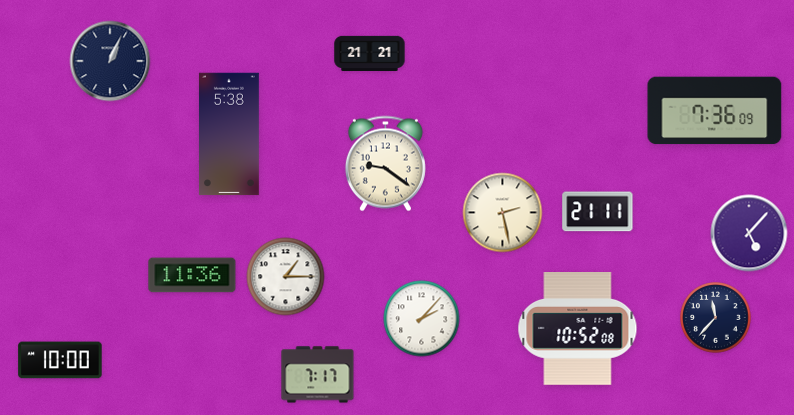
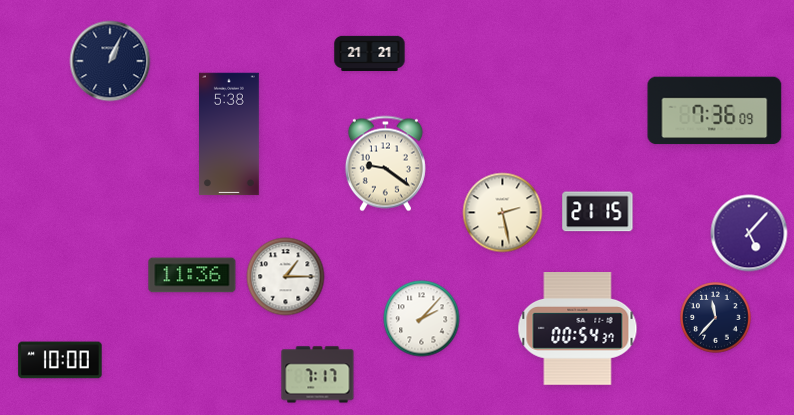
clock at (598, 212): 21:11 -> 21:15
clock at (578, 329): 10:52 -> 00:54
